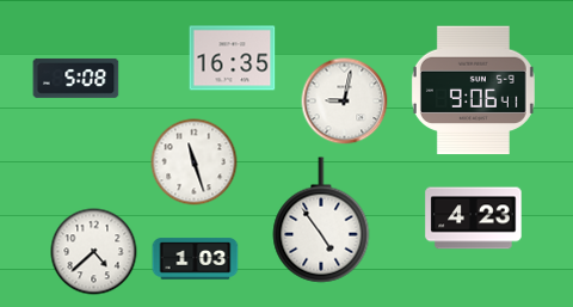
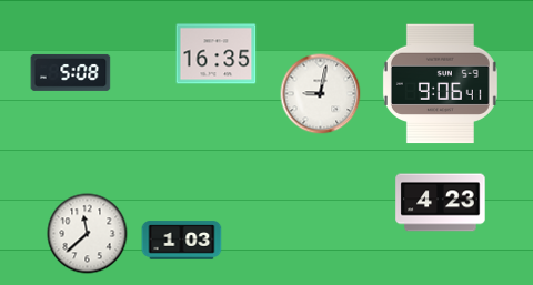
clock at (195, 162): 11:27 -> none
clock at (321, 220): 4:54 -> none
clock at (94, 252): 4:38 -> 11:38
